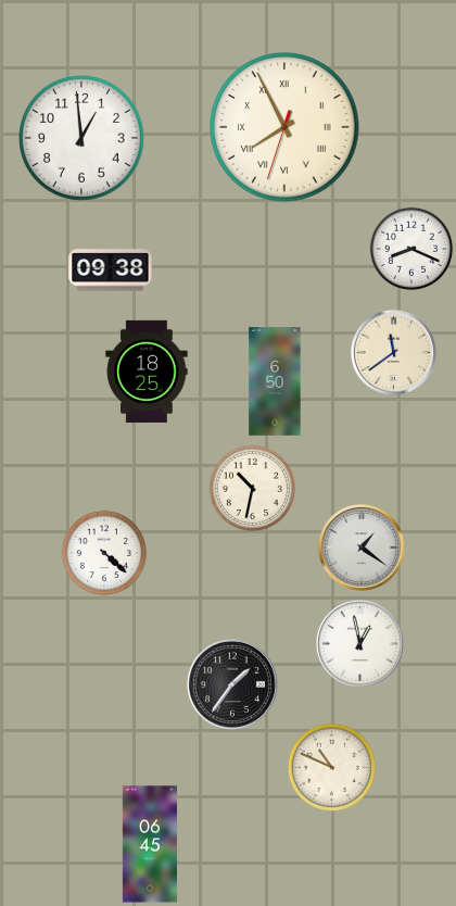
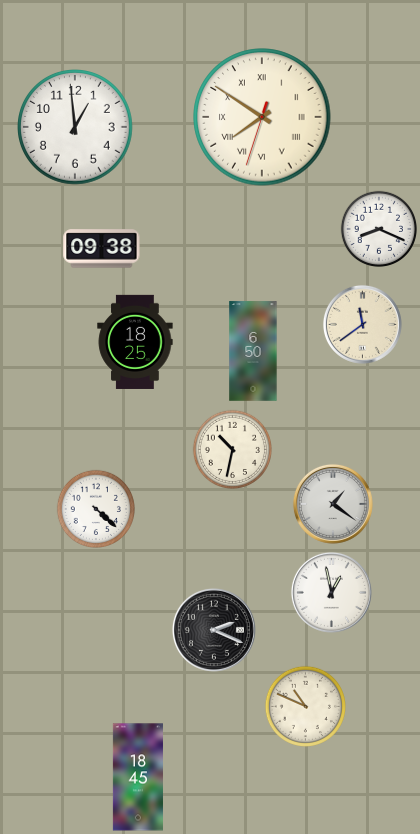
clock at (284, 127): 7:55 -> 7:50
clock at (232, 684): 1:36 -> 2:19
clock at (150, 844): 06:45 -> 18:45
